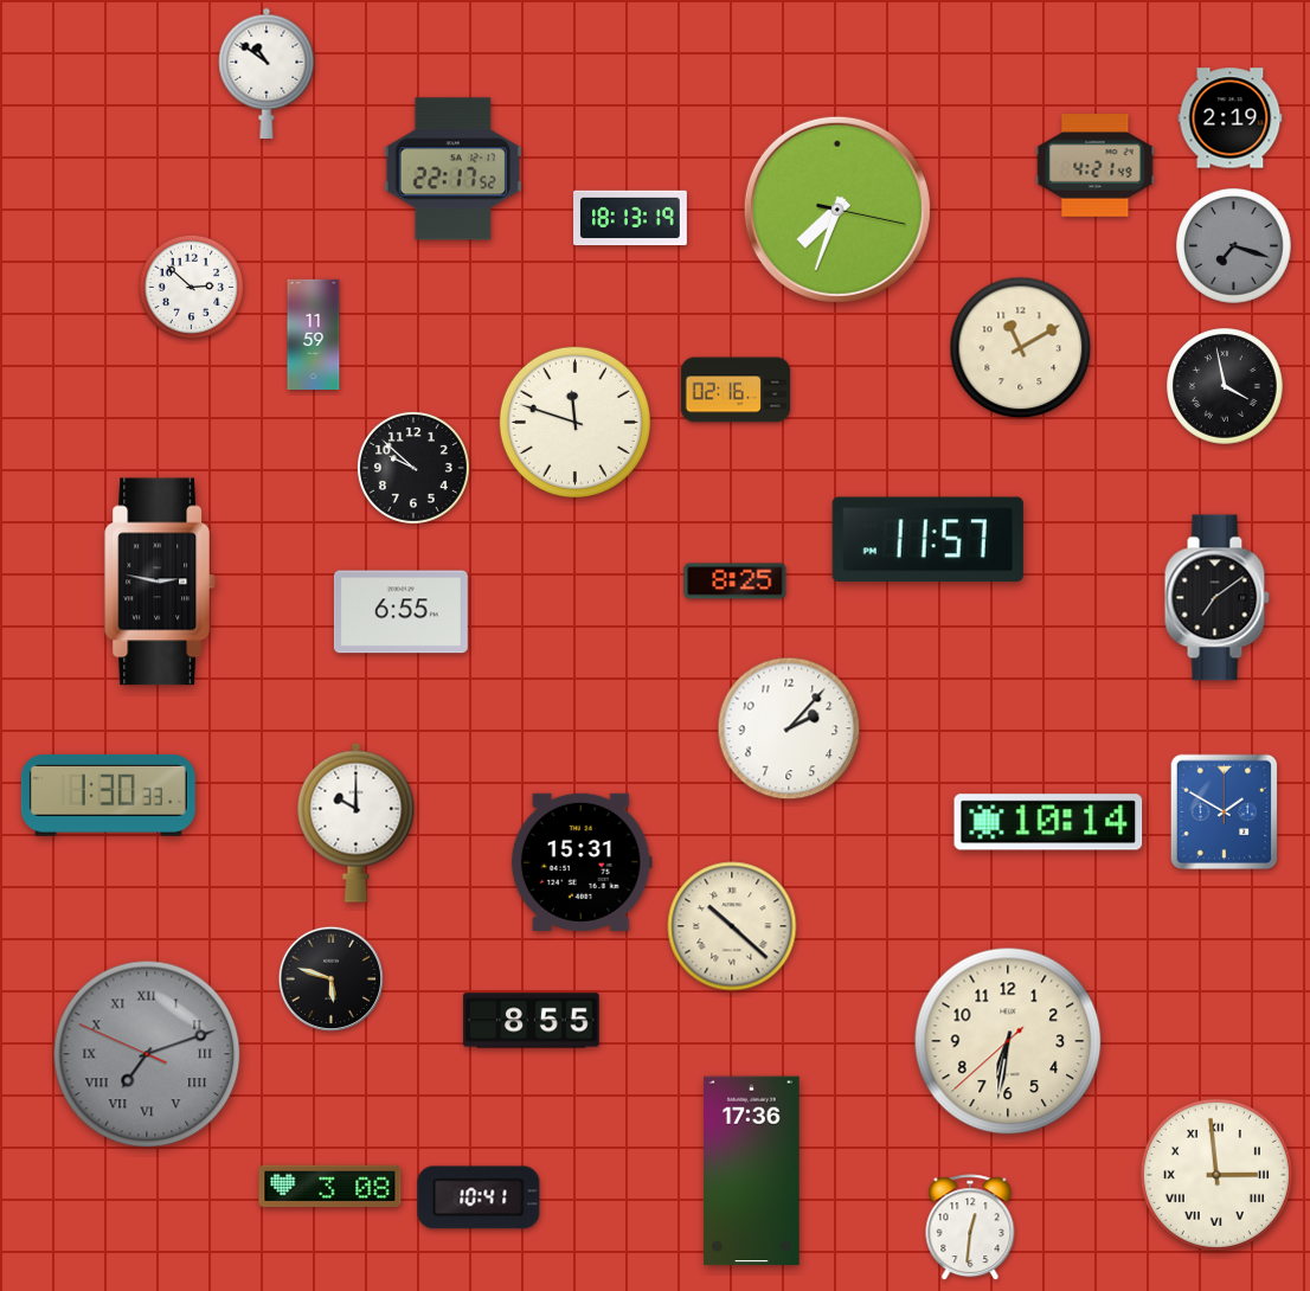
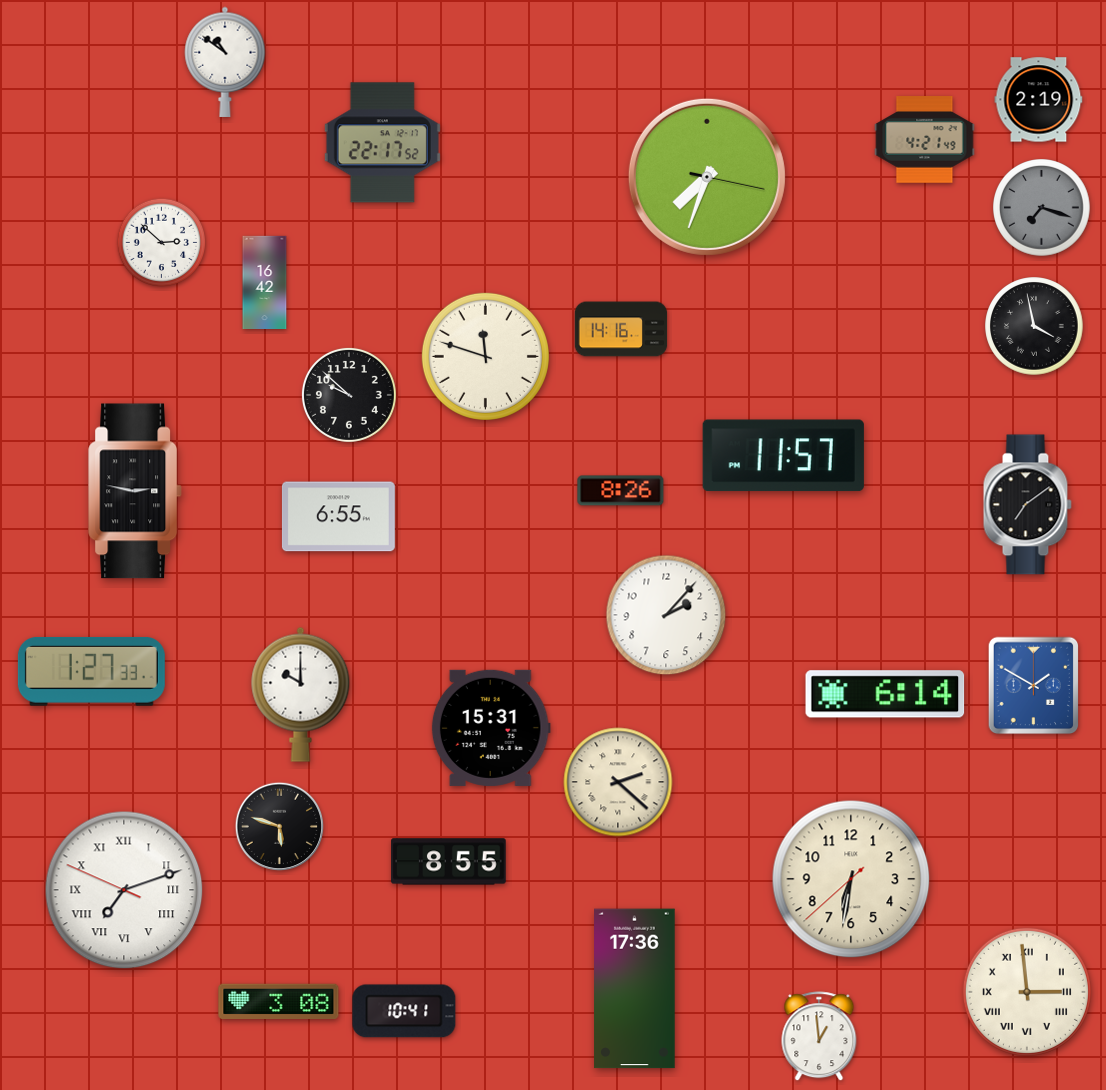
clock at (631, 218): 18:13 -> none
clock at (314, 334): 11:59 -> 16:42
clock at (1021, 348): 11:10 -> none
clock at (736, 390): 02:16 -> 14:16
clock at (736, 582): 8:25 -> 8:26
clock at (108, 795): 1:30 -> 1:27
clock at (1048, 822): 10:14 -> 6:14
clock at (732, 926): 10:22 -> 2:22
clock at (147, 1054) dial: grey -> white
clock at (970, 1228): 12:31 -> 12:59
